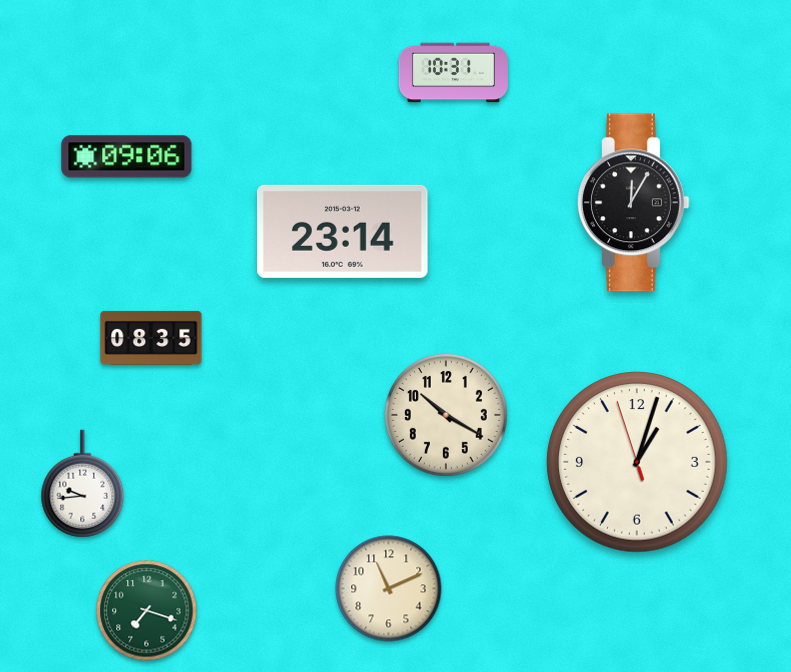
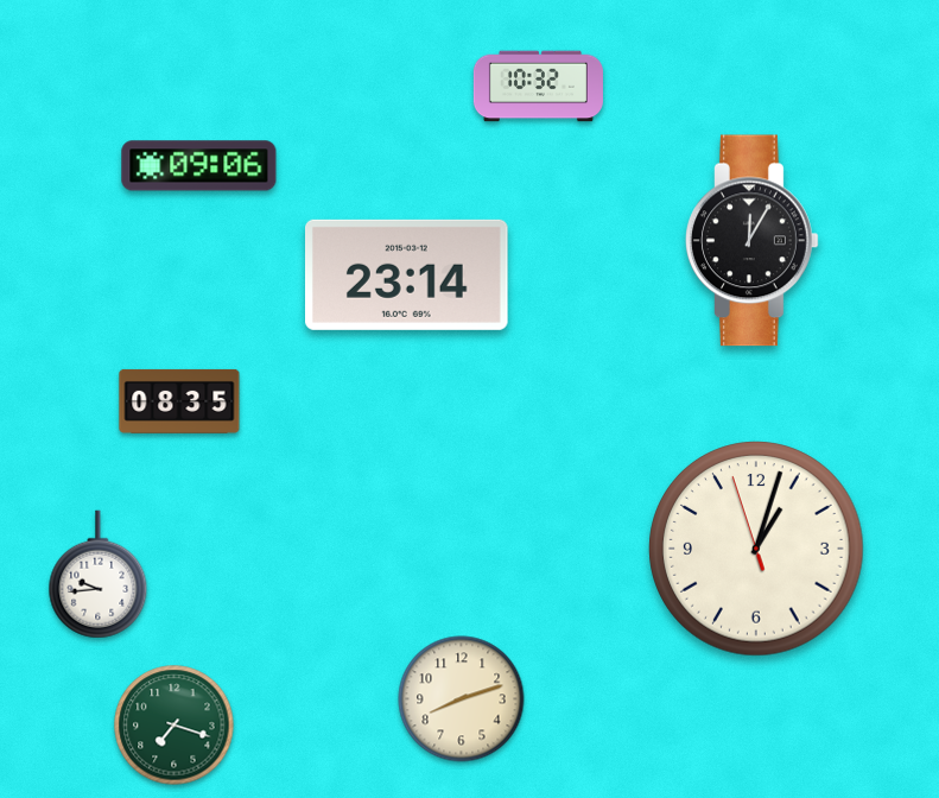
clock at (453, 73): 10:31 -> 10:32
clock at (127, 157) position: (127, 157) -> (199, 166)
clock at (446, 415): 10:20 -> none
clock at (389, 589): 11:11 -> 8:12
